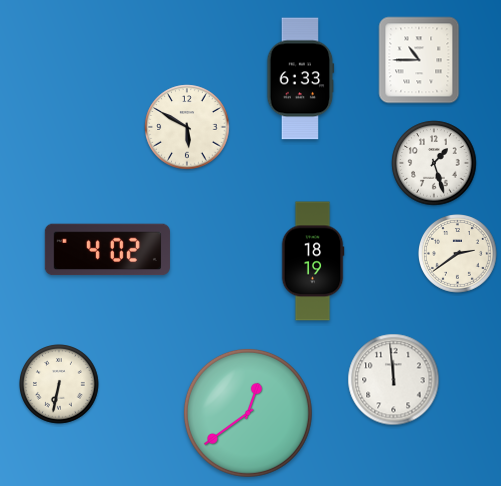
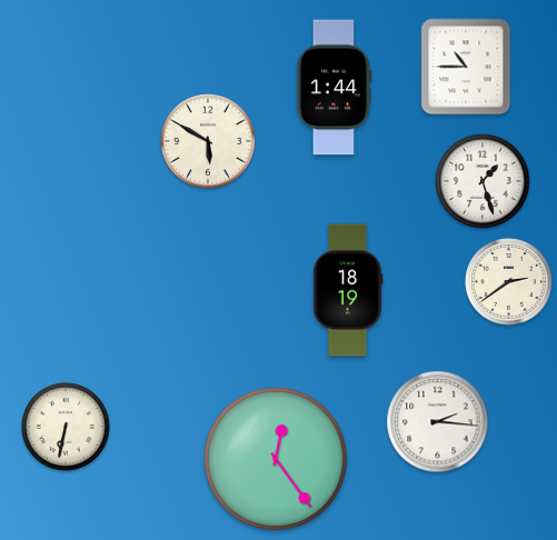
clock at (301, 79): 6:33 -> 1:44
clock at (107, 250): 4:02 -> none
clock at (394, 380): 11:59 -> 2:16
clock at (248, 413): 12:39 -> 12:24
